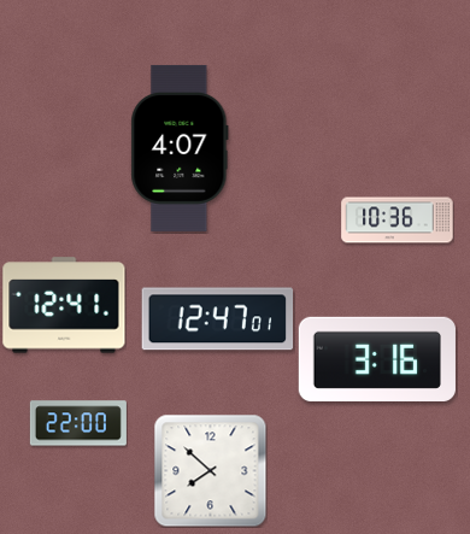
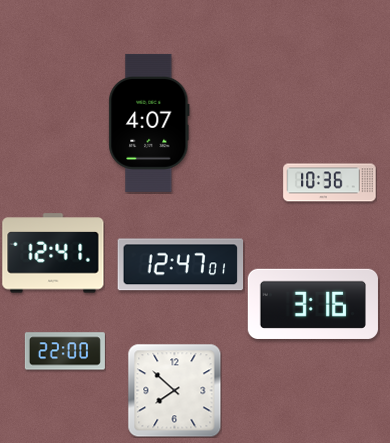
clock at (377, 359) position: (377, 359) -> (313, 304)
